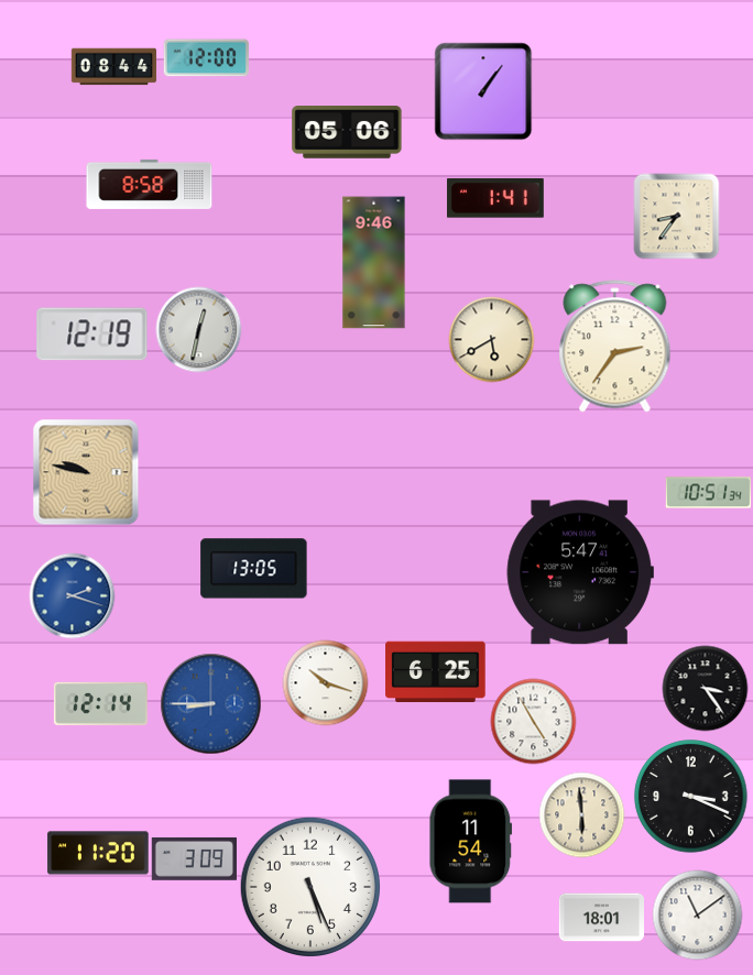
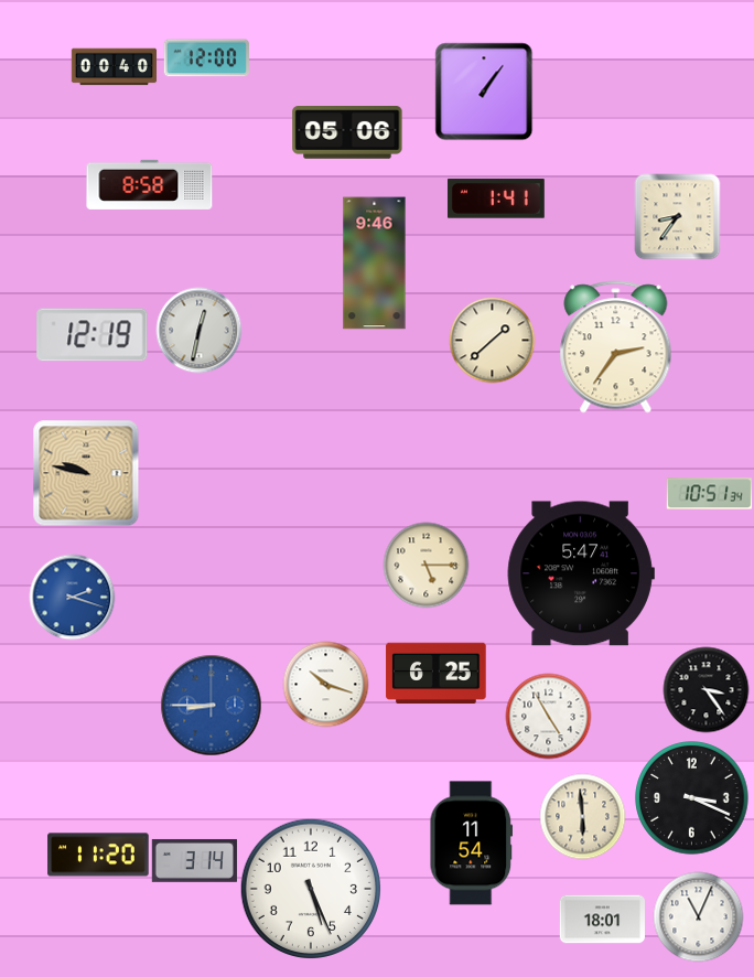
clock at (113, 67): 08:44 -> 00:40
clock at (491, 339): 5:40 -> 1:38
clock at (426, 565): none -> 5:15
clock at (254, 569): 13:05 -> none
clock at (100, 703): 12:14 -> none
clock at (533, 721) position: (533, 721) -> (548, 716)
clock at (194, 858): 3:09 -> 3:14
clock at (697, 914): 11:09 -> 11:04
